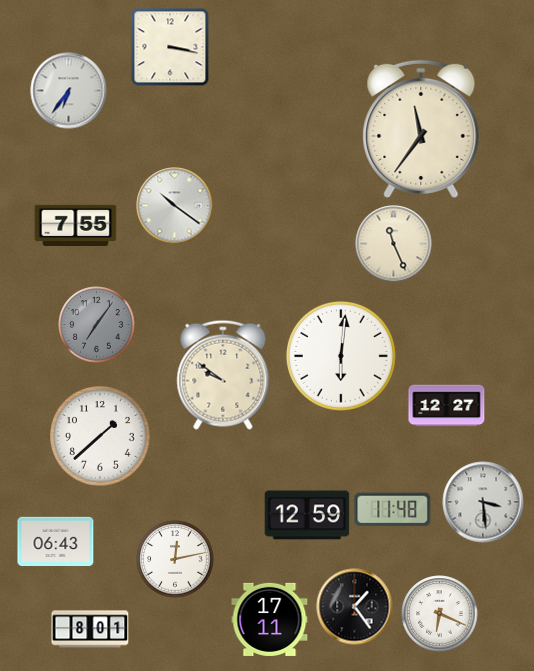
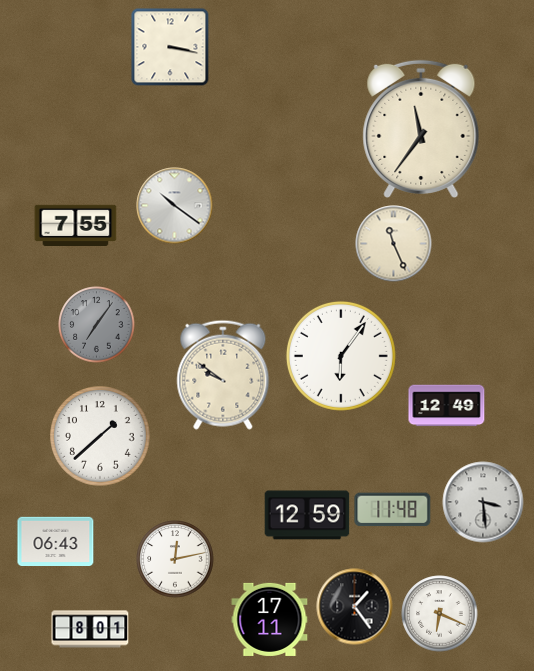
clock at (69, 91): 6:36 -> none
clock at (341, 356): 6:01 -> 6:06
clock at (447, 406): 12:27 -> 12:49
